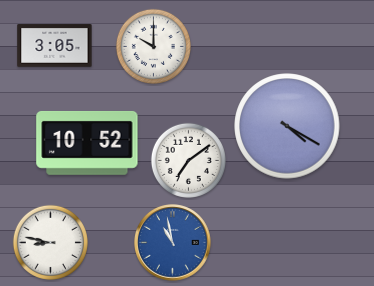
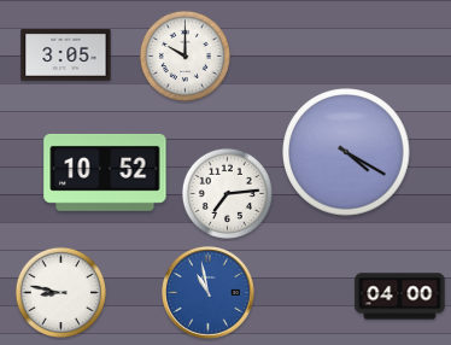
clock at (188, 160): 7:09 -> 7:14
clock at (400, 297): none -> 04:00
